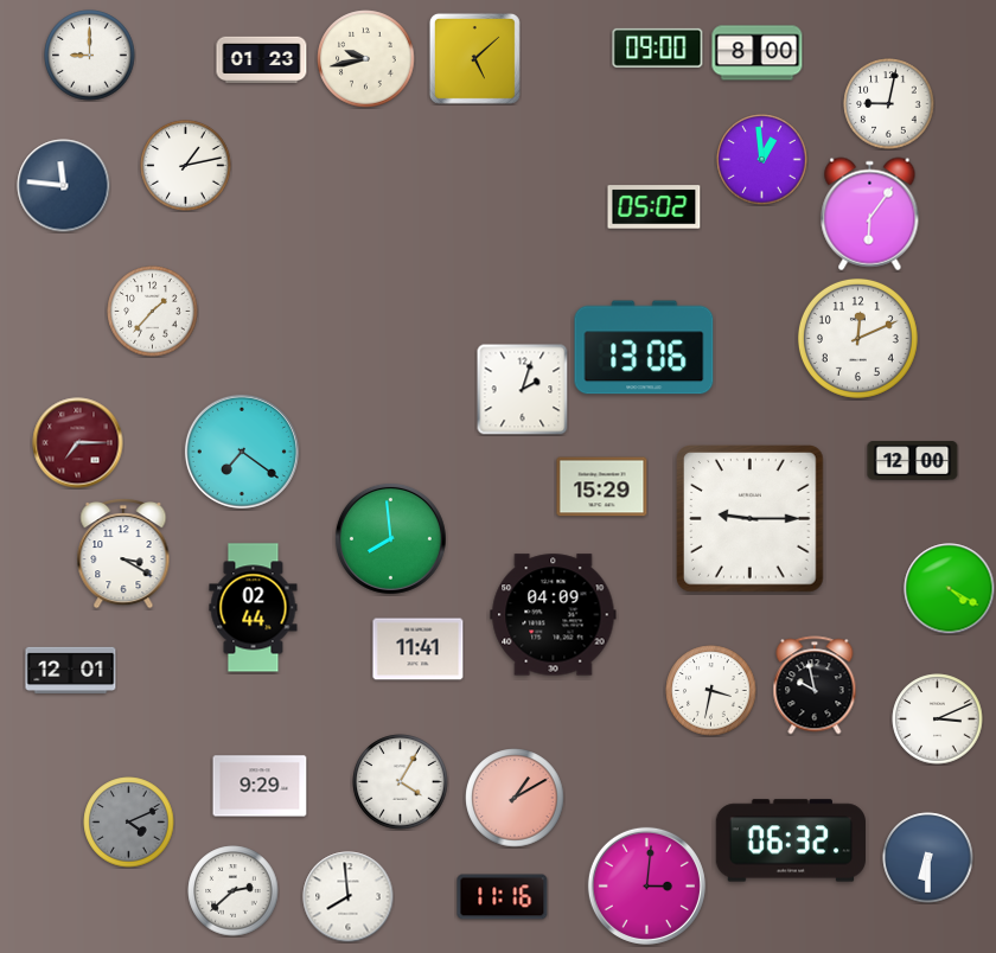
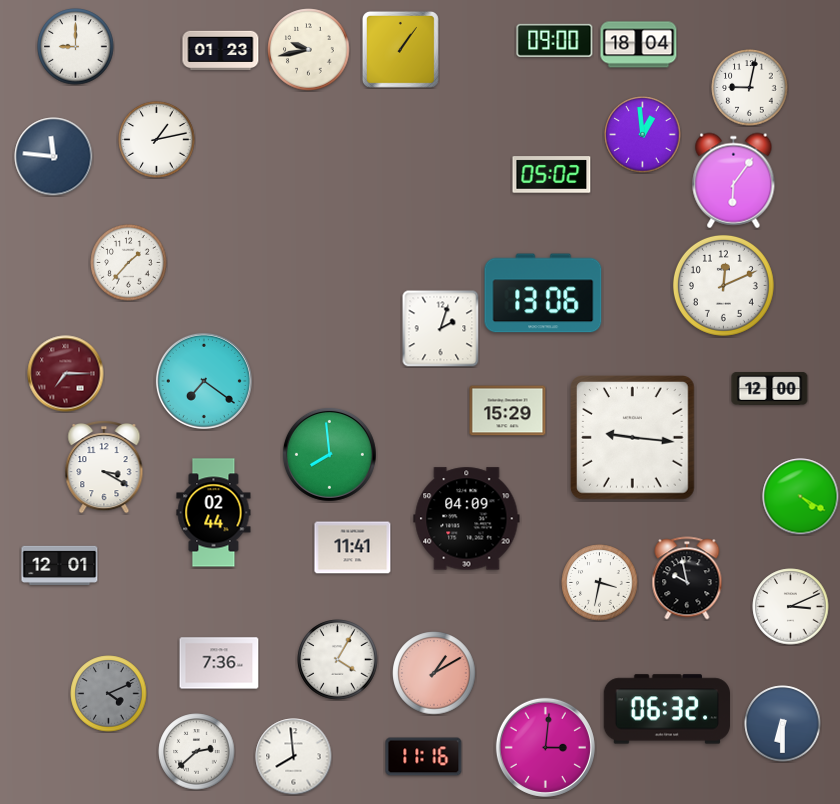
clock at (758, 53): 8:00 -> 18:04
clock at (474, 58): 5:08 -> 1:06
clock at (751, 519): 9:15 -> 9:16
clock at (260, 786): 9:29 -> 7:36
